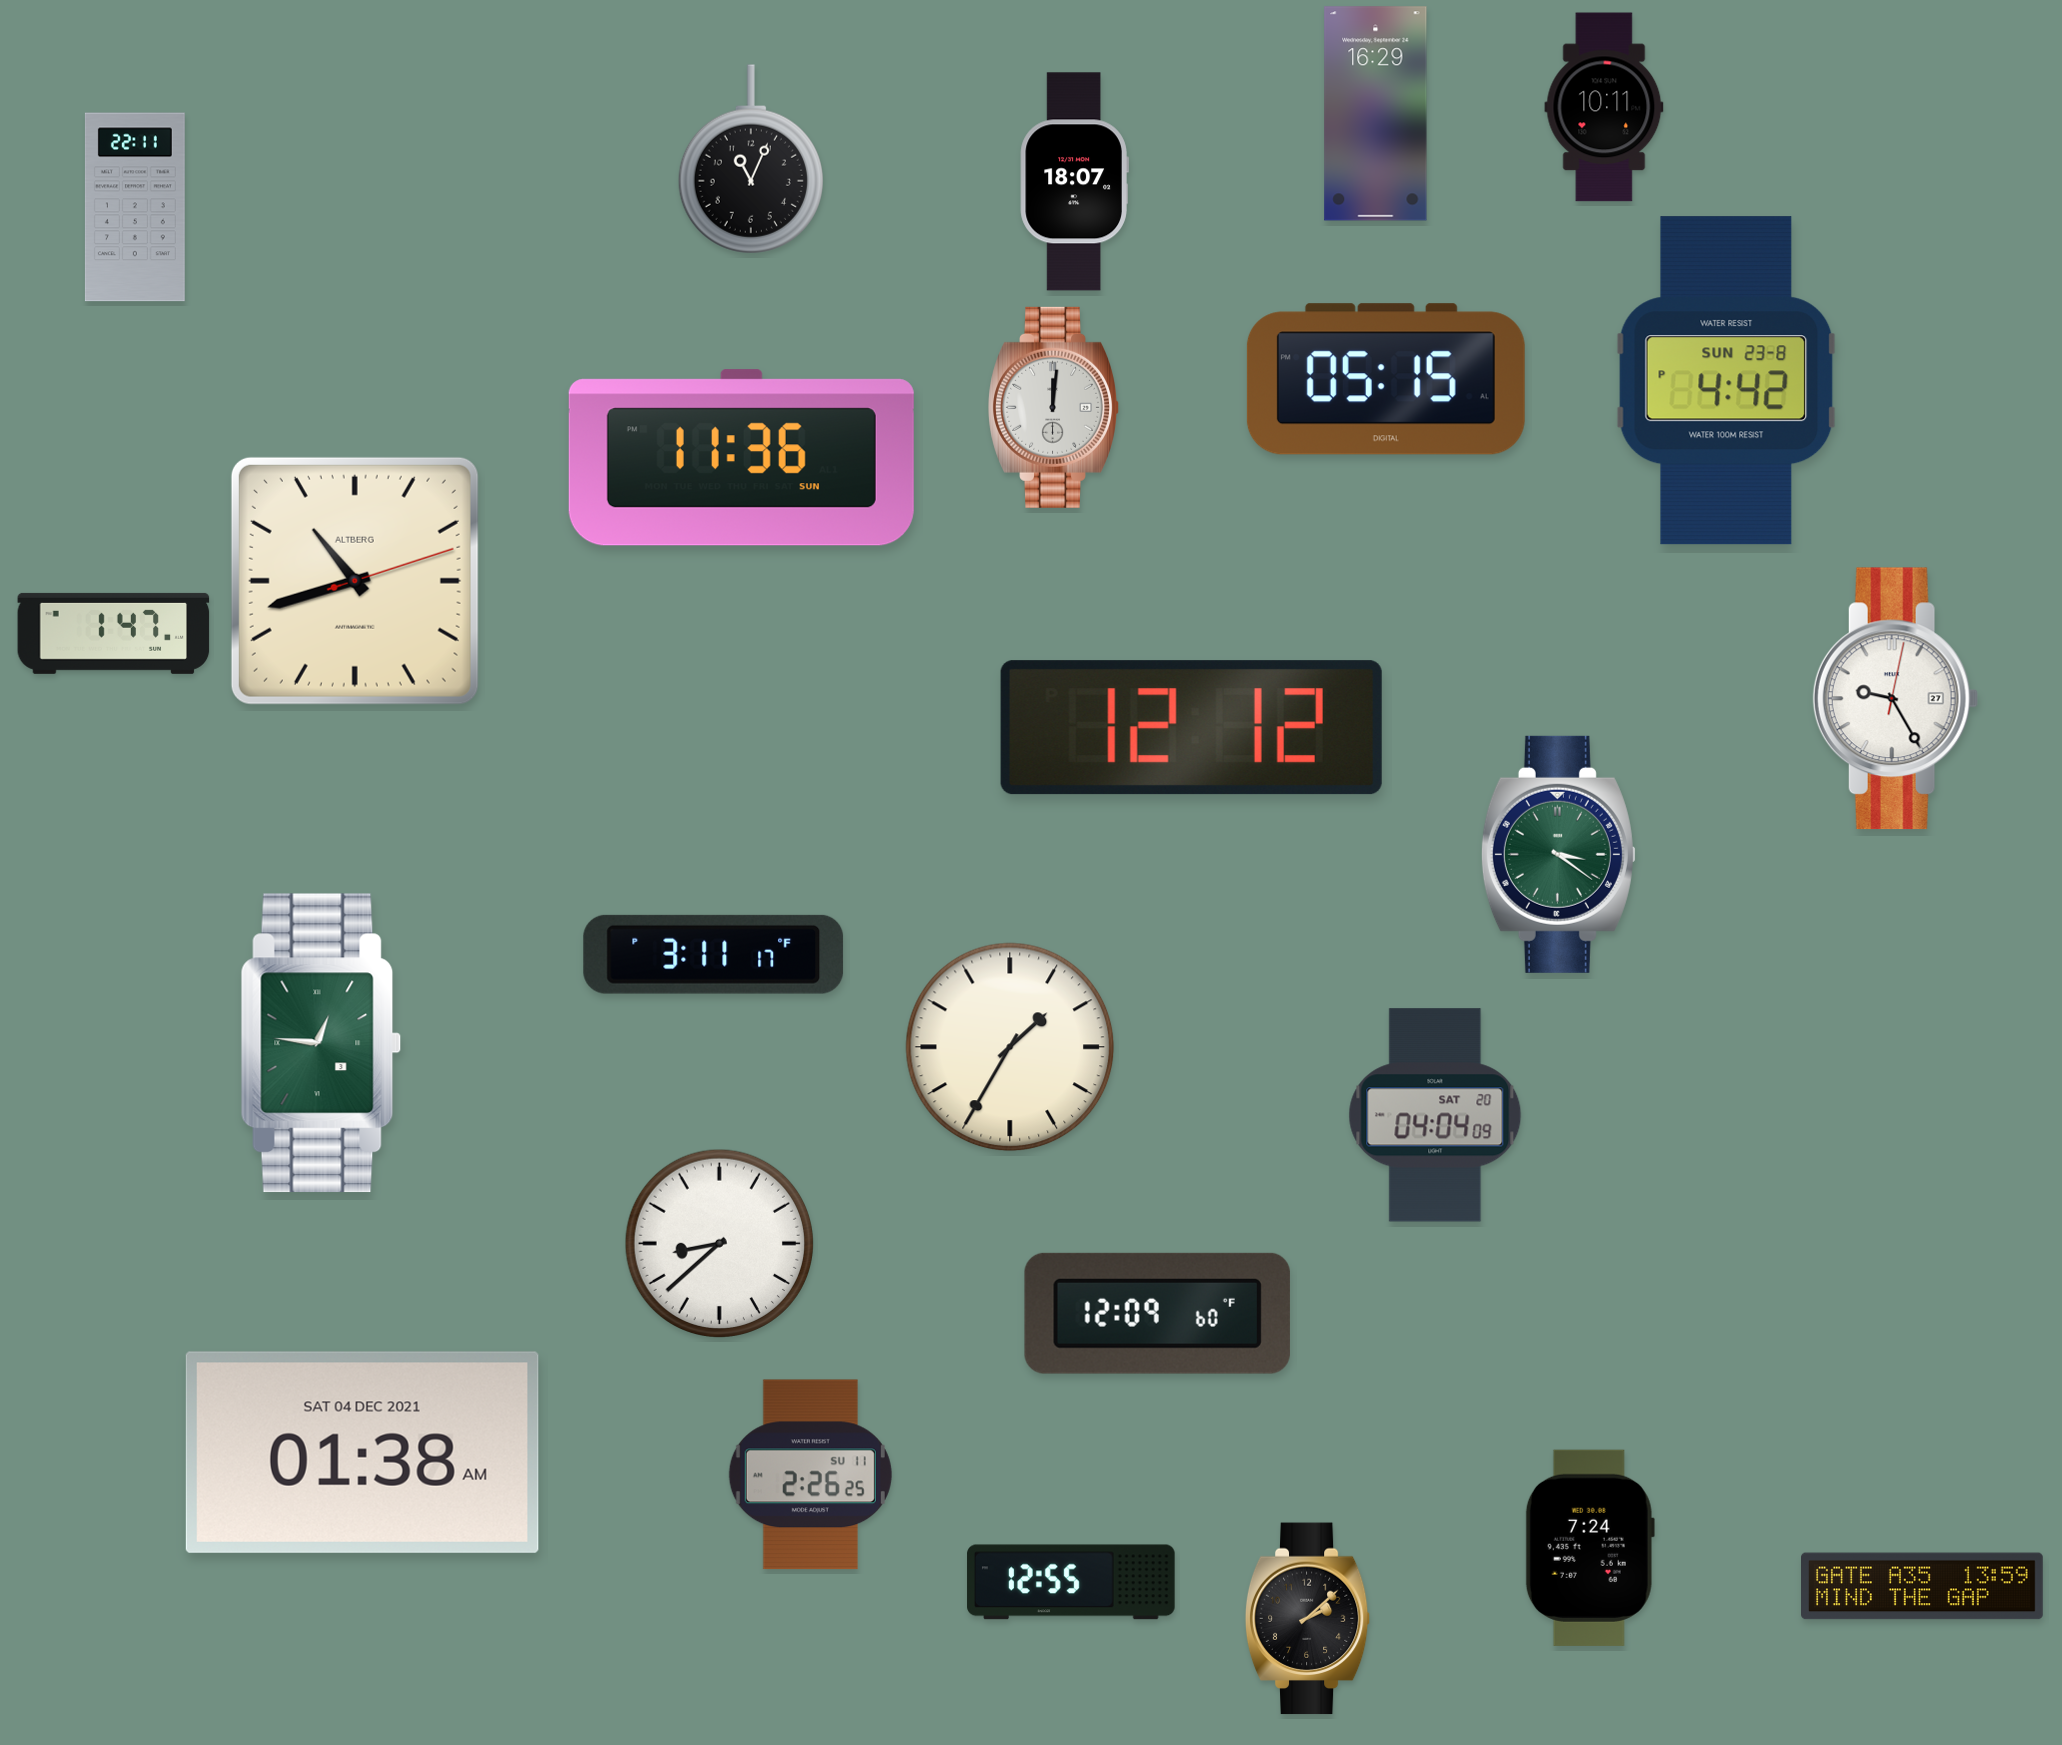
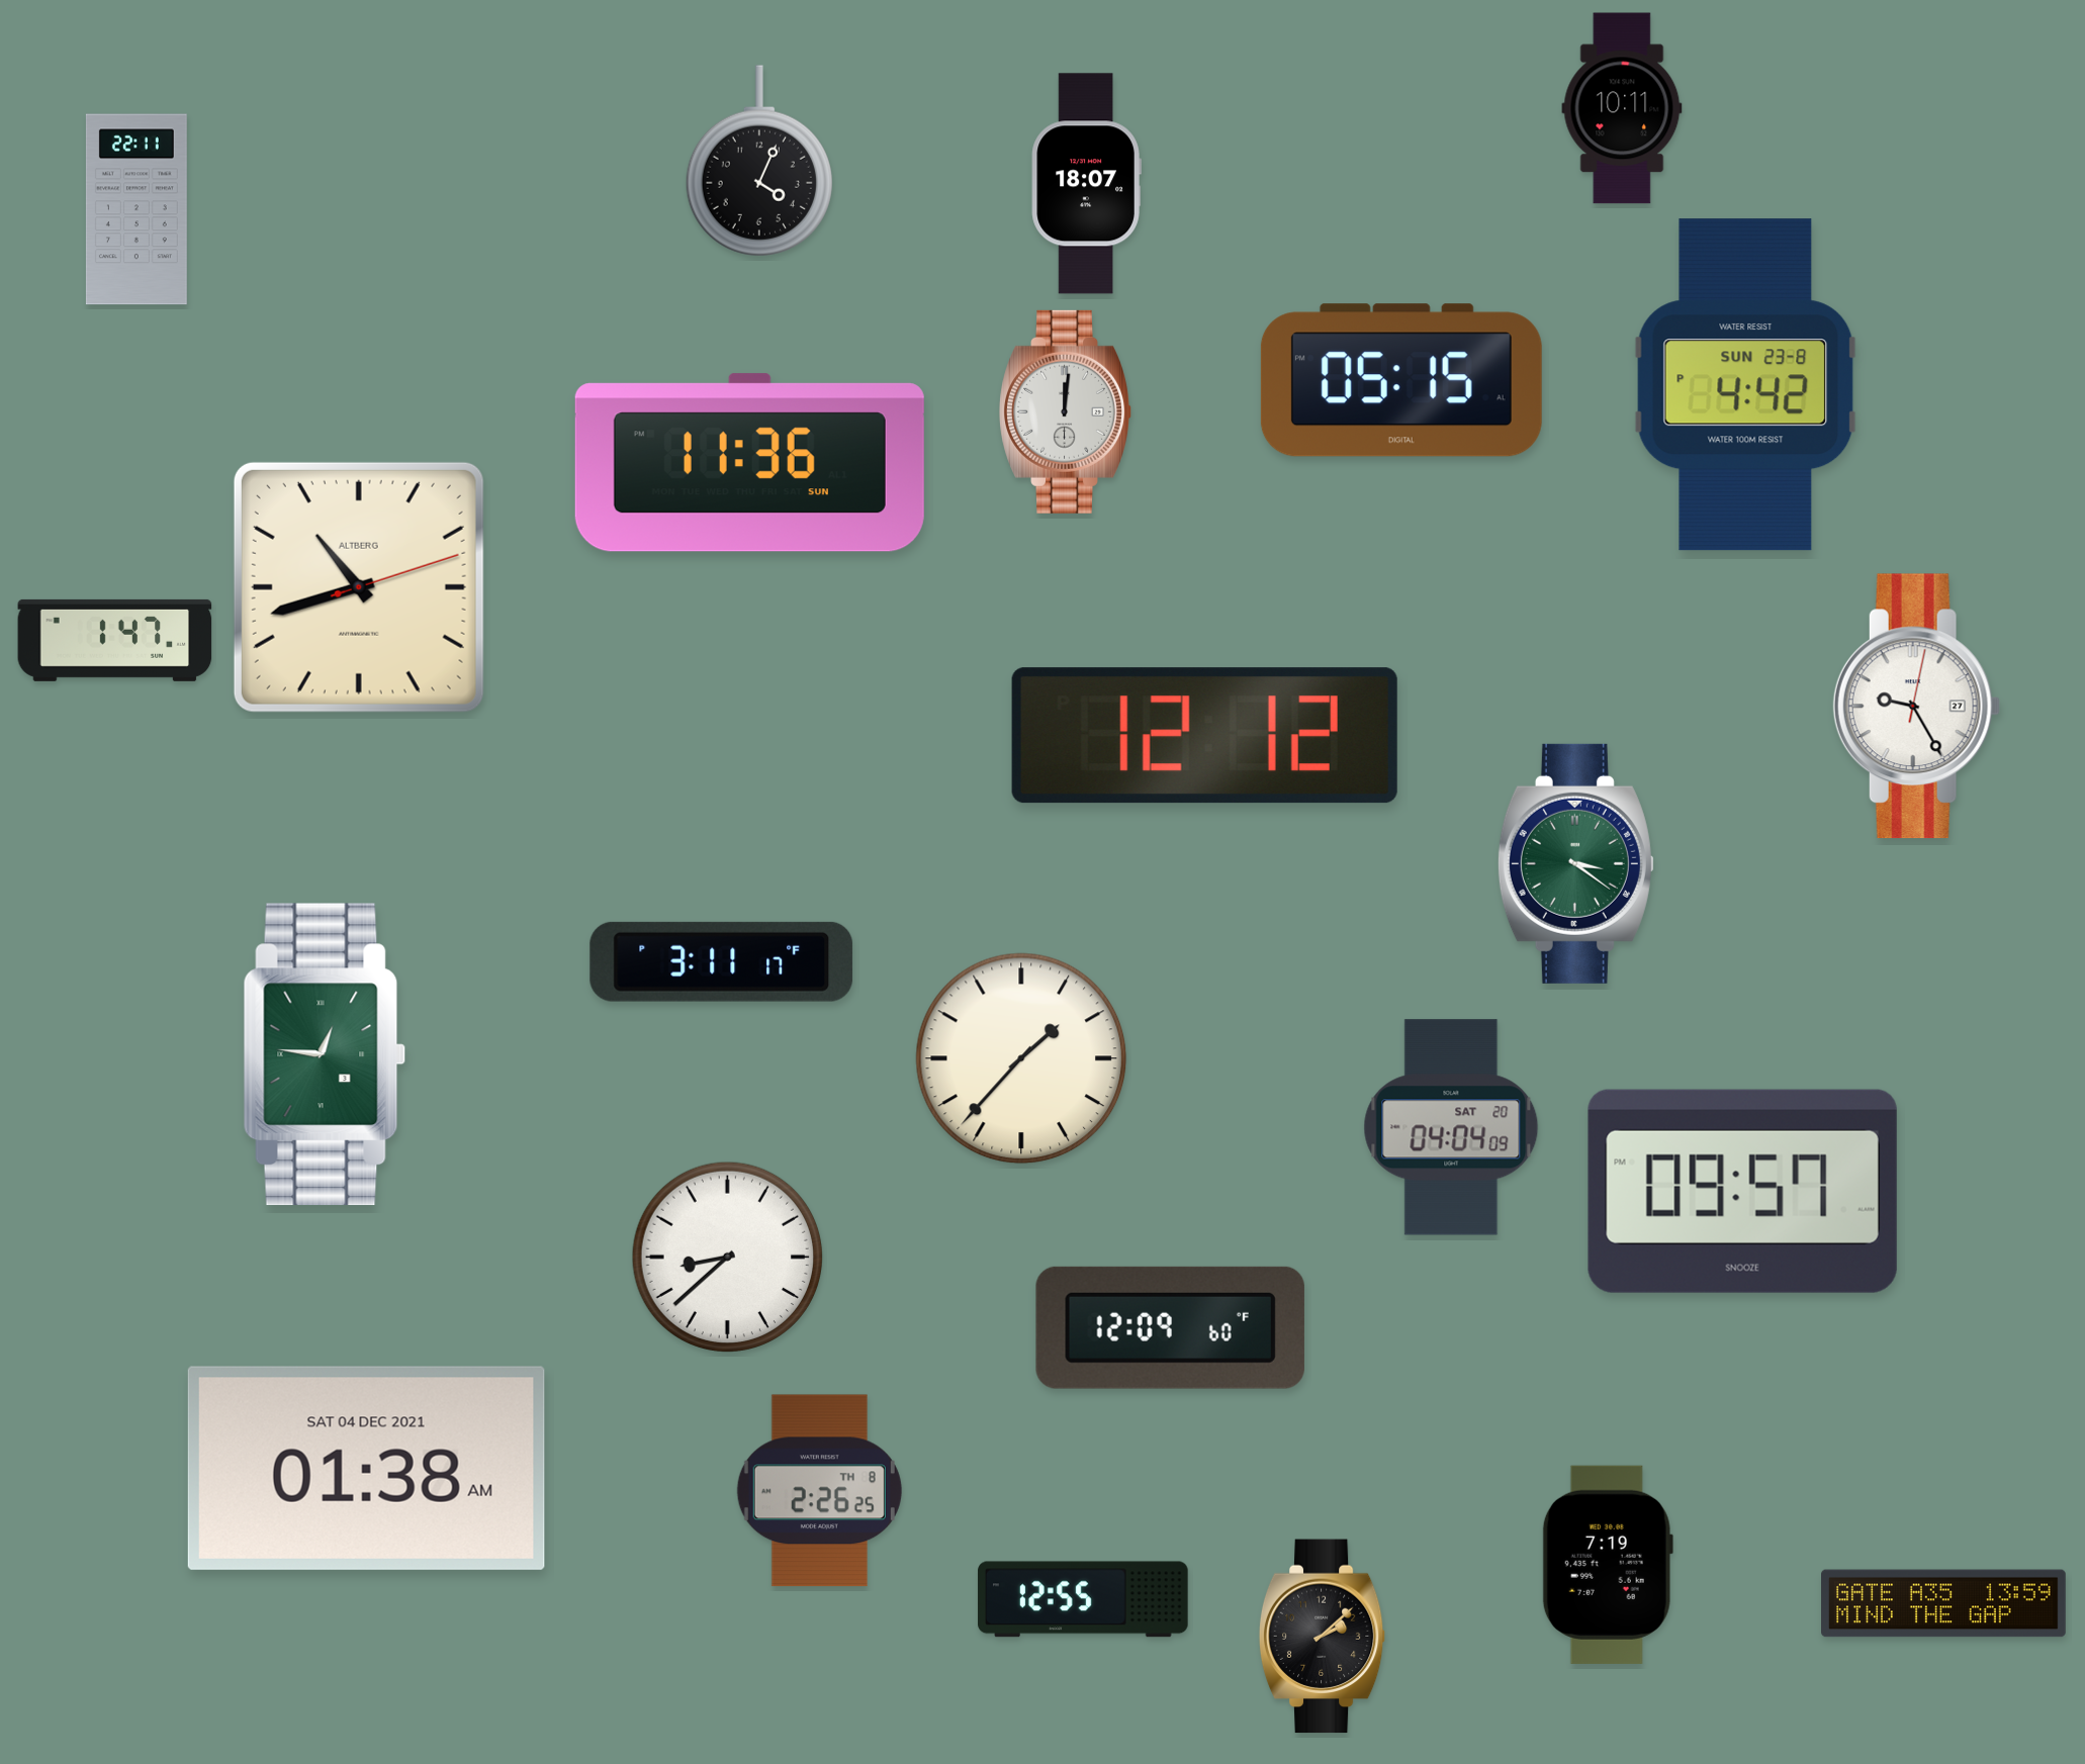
clock at (1376, 114): 16:29 -> none
clock at (751, 159): 11:04 -> 4:04
clock at (1386, 379) position: (1386, 379) -> (1401, 380)
clock at (714, 954) position: (714, 954) -> (722, 961)
clock at (1010, 1047): 1:35 -> 1:37
clock at (1742, 1191): none -> 09:57
clock at (810, 1475) date: SU 11 -> TH 8
clock at (1590, 1548): 7:24 -> 7:19
